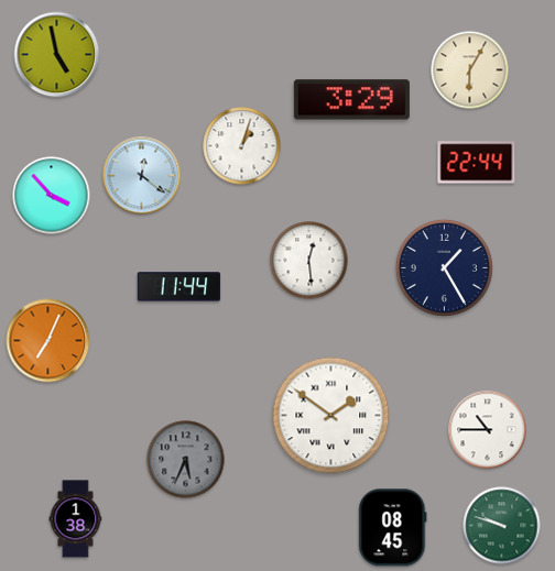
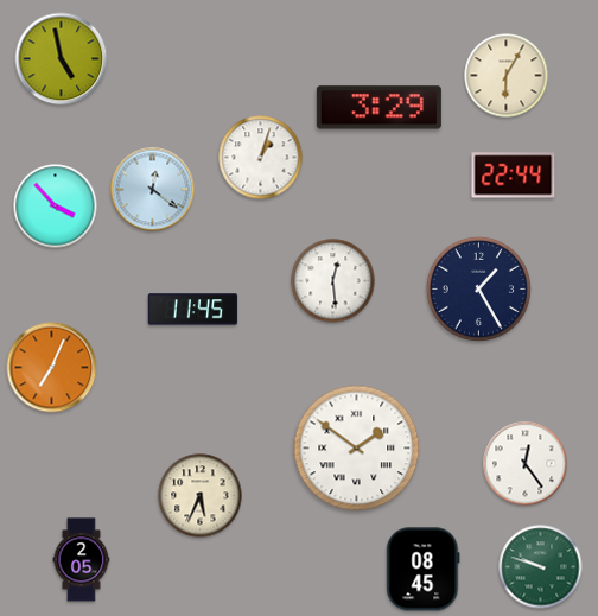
clock at (52, 196) position: (52, 196) -> (56, 207)
clock at (179, 287): 11:44 -> 11:45
clock at (488, 430): 10:45 -> 12:24
clock at (186, 460) dial: grey -> cream
clock at (76, 519): 1:38 -> 2:05
